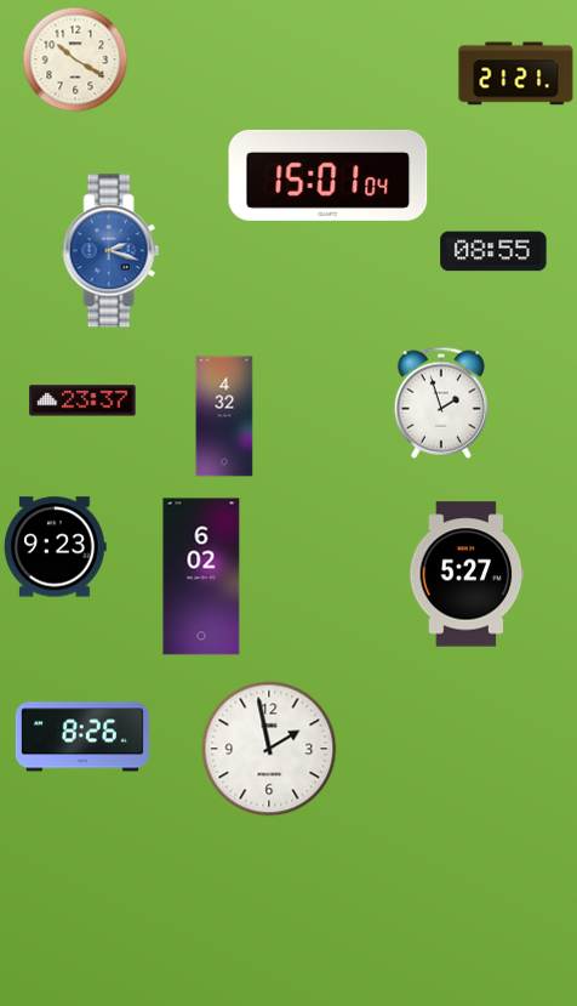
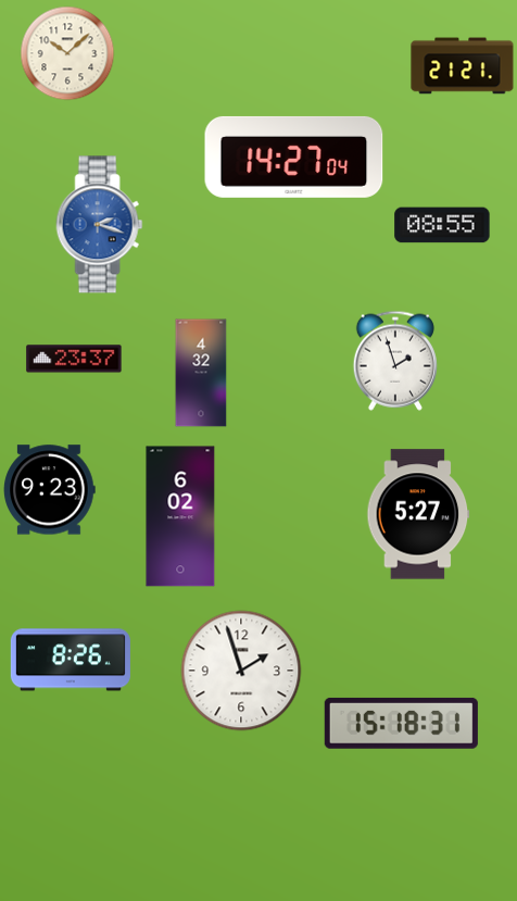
clock at (75, 59): 10:20 -> 10:08
clock at (329, 175): 15:01 -> 14:27
clock at (82, 737) position: (82, 737) -> (71, 660)
clock at (269, 749): 1:58 -> 1:57
clock at (401, 723): none -> 15:18
